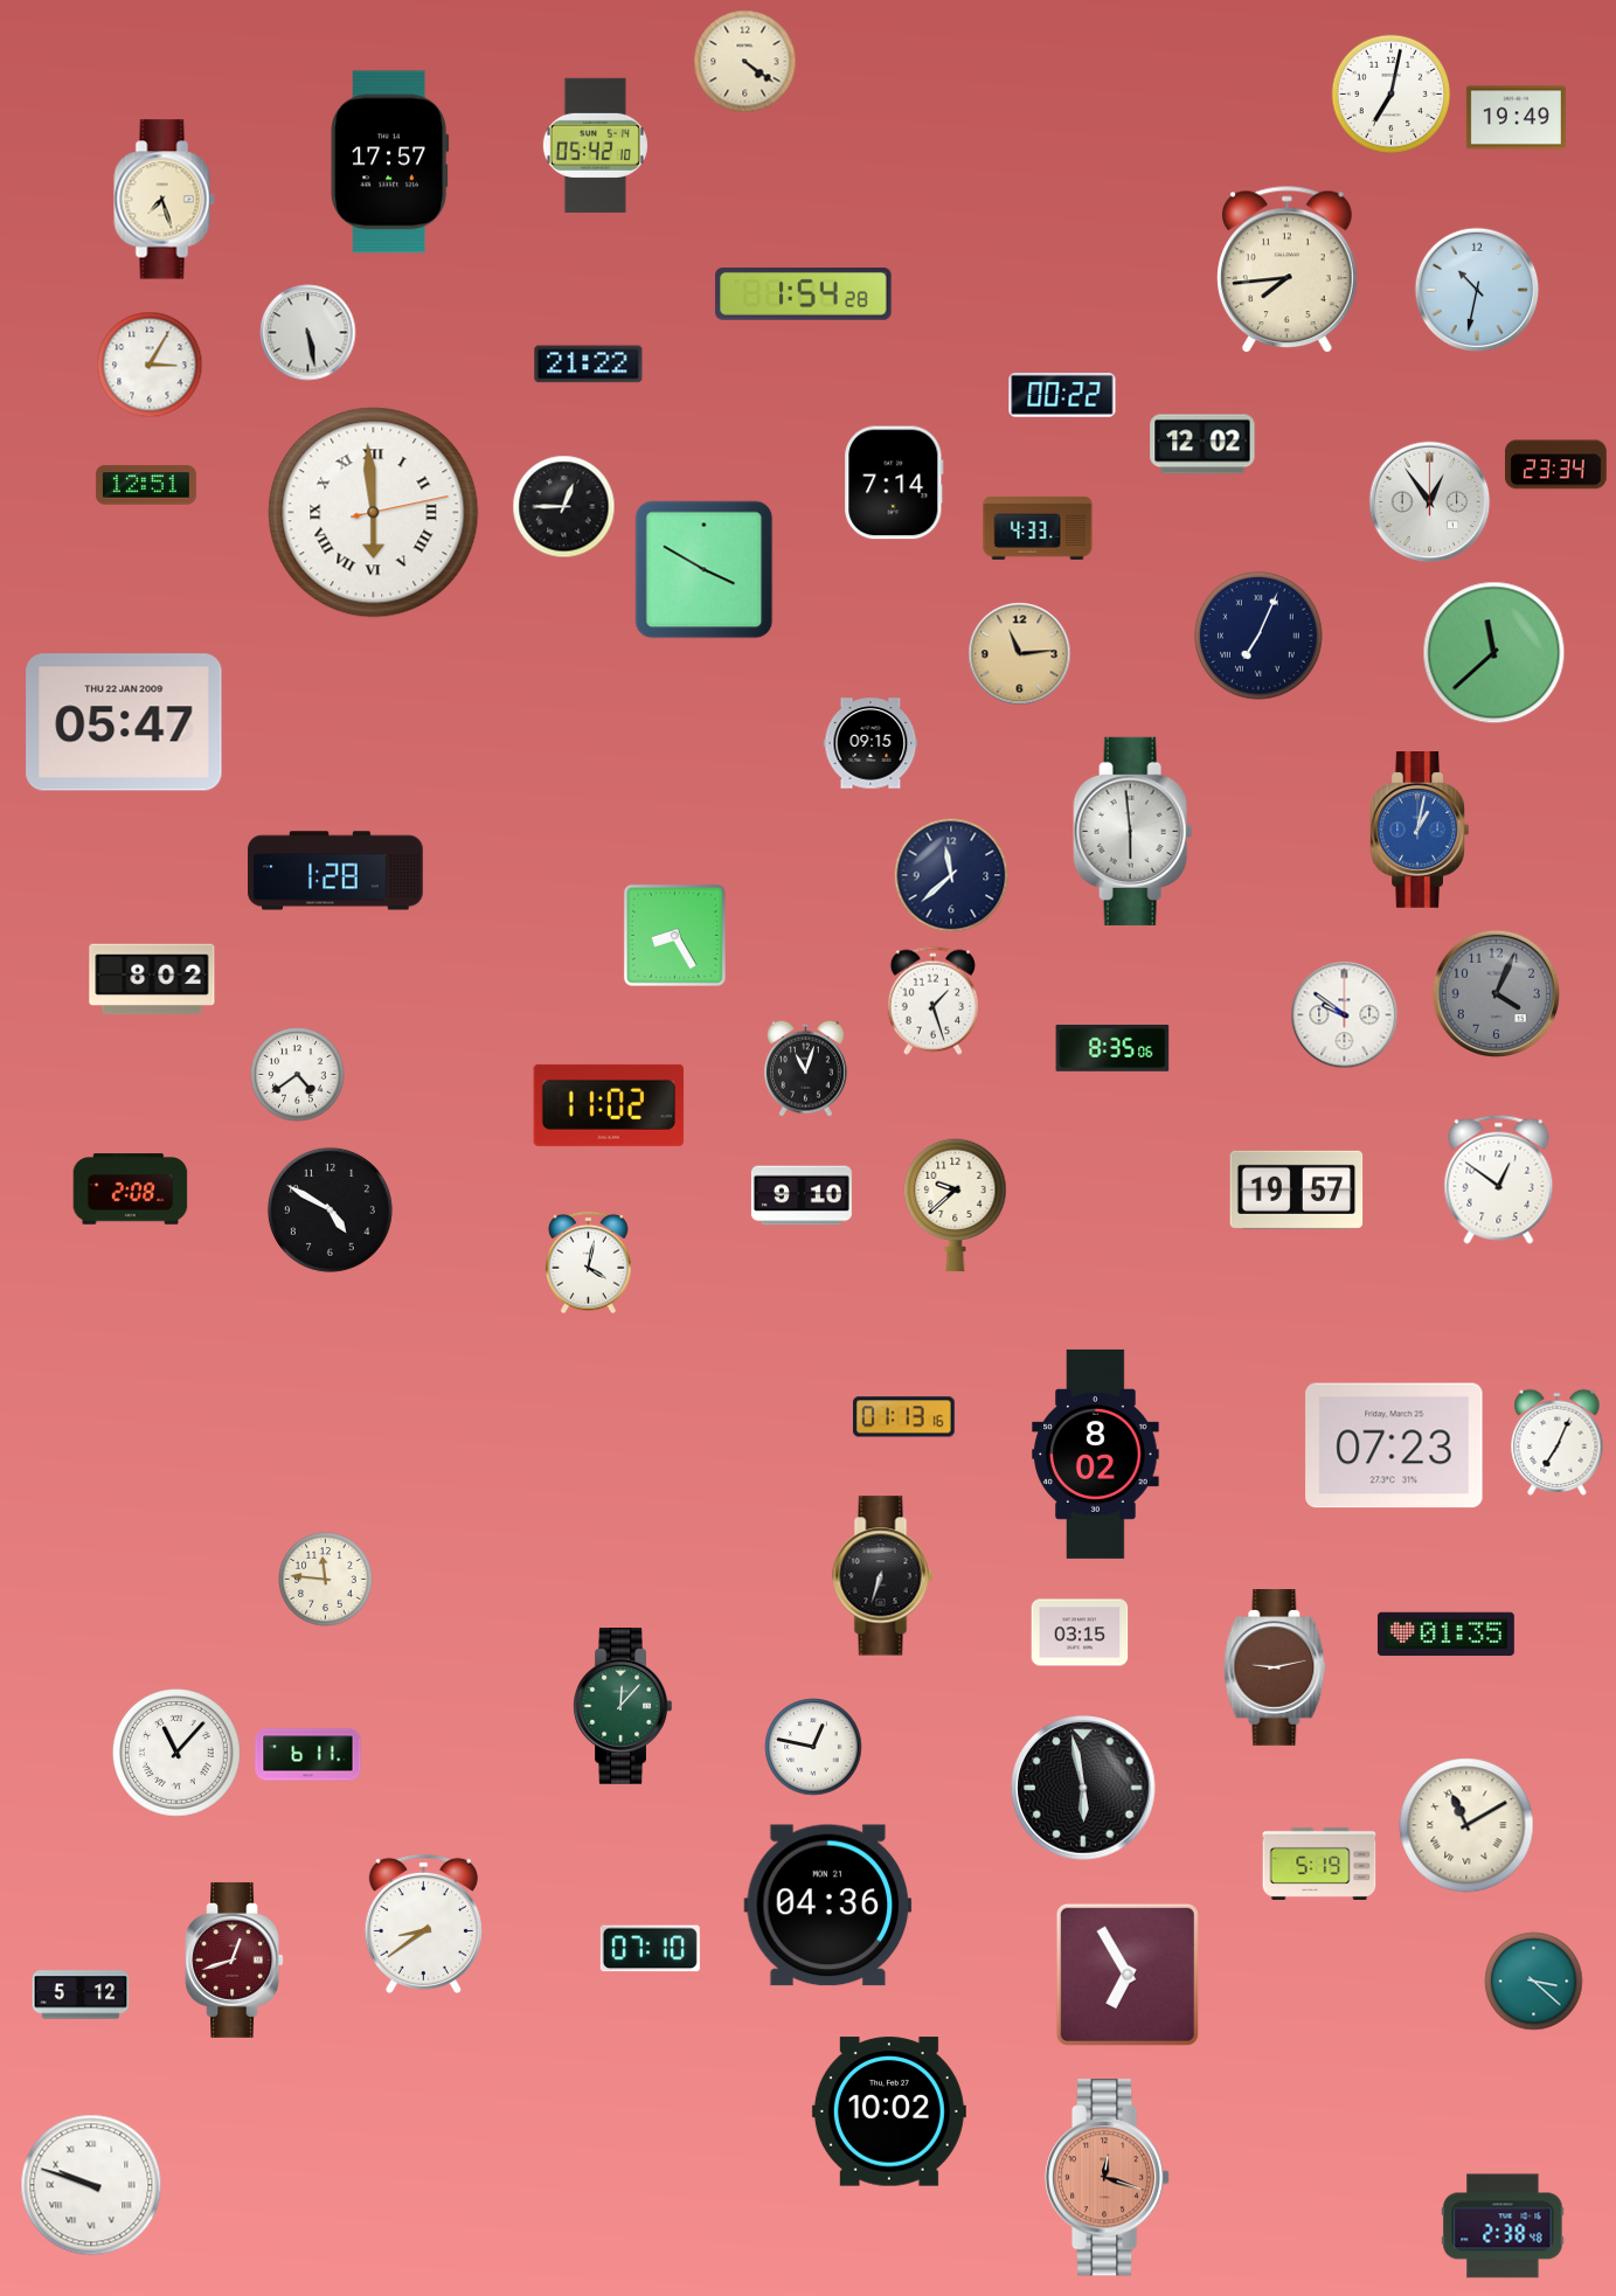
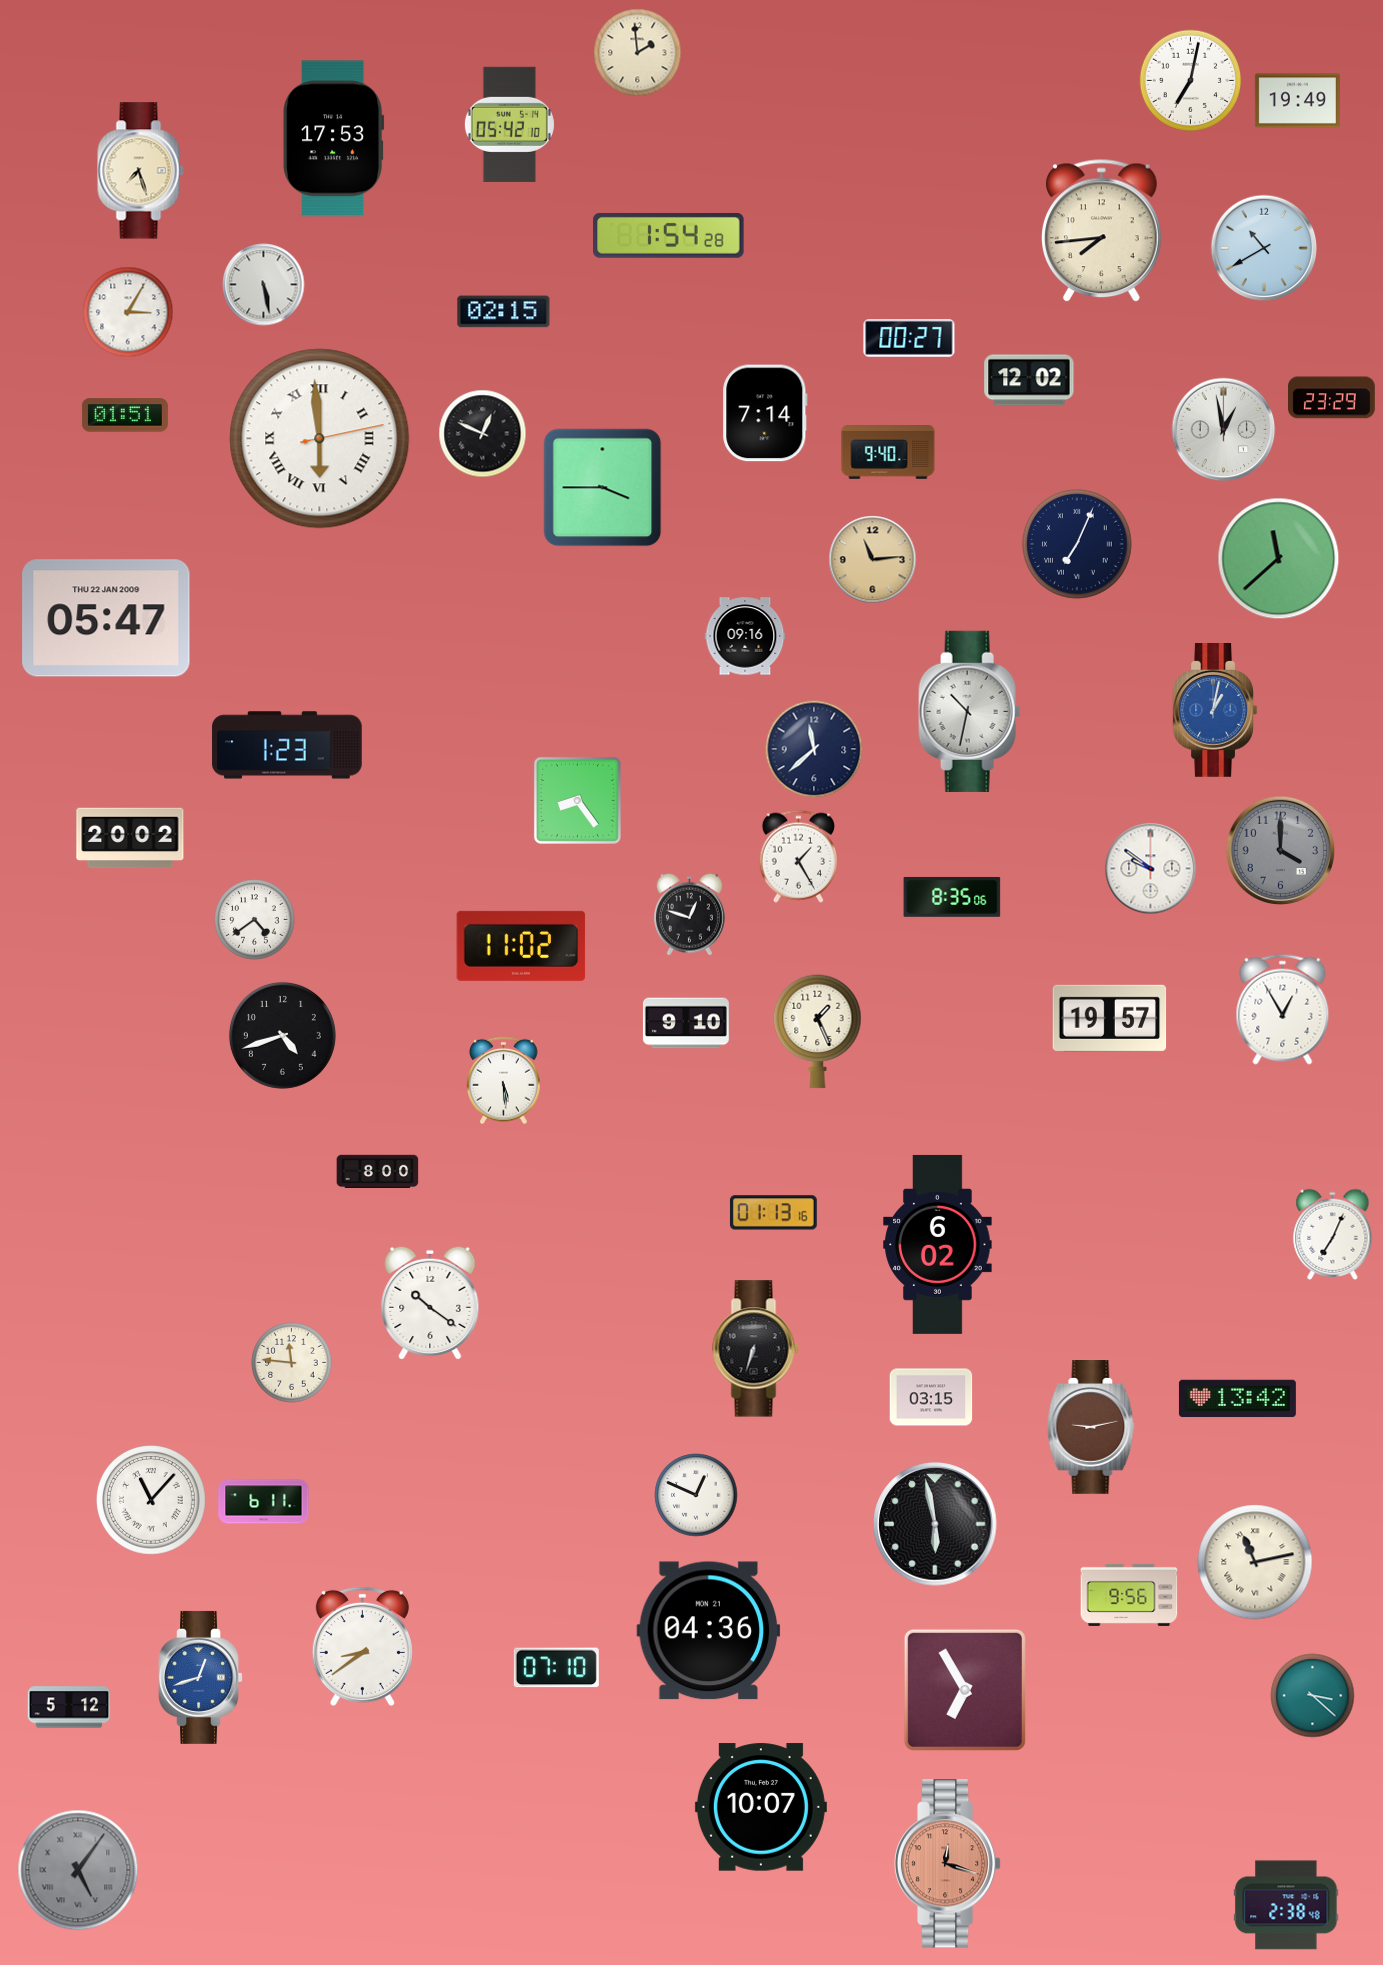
clock at (745, 62): 4:21 -> 1:59
clock at (390, 162): 17:57 -> 17:53
clock at (1477, 290): 10:32 -> 10:40
clock at (804, 293) position: (804, 293) -> (669, 235)
clock at (589, 365): 21:22 -> 02:15
clock at (1062, 396): 00:22 -> 00:27
clock at (1556, 465): 23:34 -> 23:29
clock at (146, 485): 12:51 -> 01:51
clock at (1430, 502): 12:54 -> 12:58
clock at (564, 507): 12:45 -> 12:49
clock at (1038, 529): 4:33 -> 9:40
clock at (705, 570): 3:50 -> 3:45
clock at (871, 743): 09:15 -> 09:16
clock at (1133, 831): 5:59 -> 10:32
clock at (335, 870): 1:28 -> 1:23
clock at (674, 935): 8:25 -> 8:24
clock at (152, 979): 8:02 -> 20:02
clock at (1496, 993): 4:04 -> 4:00
clock at (932, 1000): 1:27 -> 1:25
clock at (806, 1068): 11:03 -> 12:48
clock at (1499, 1179): 12:51 -> 12:55
clock at (131, 1189): 2:08 -> none
clock at (956, 1206): 9:38 -> 1:26
clock at (330, 1209): 4:50 -> 4:42
clock at (589, 1263): 4:02 -> 5:29
clock at (378, 1172): none -> 8:00
clock at (1394, 1445): 07:23 -> none
clock at (1096, 1454): 8:02 -> 6:02
clock at (430, 1303): none -> 10:21
clock at (326, 1580) position: (326, 1580) -> (292, 1363)
clock at (1080, 1632) position: (1080, 1632) -> (931, 1397)
clock at (1445, 1635): 01:35 -> 13:42
clock at (623, 1707): 12:07 -> none
clock at (813, 1747): 12:47 -> 12:49
clock at (1083, 1788) position: (1083, 1788) -> (935, 1524)
clock at (1466, 1825): 11:10 -> 11:13
clock at (1319, 1864): 5:19 -> 9:56
clock at (234, 1959) dial: burgundy -> blue
clock at (889, 2111): 10:02 -> 10:07
clock at (91, 2185): 9:48 -> 5:06
clock at (91, 2185) dial: white -> grey
